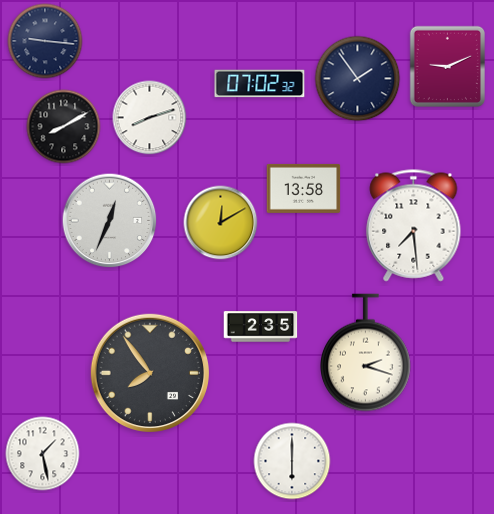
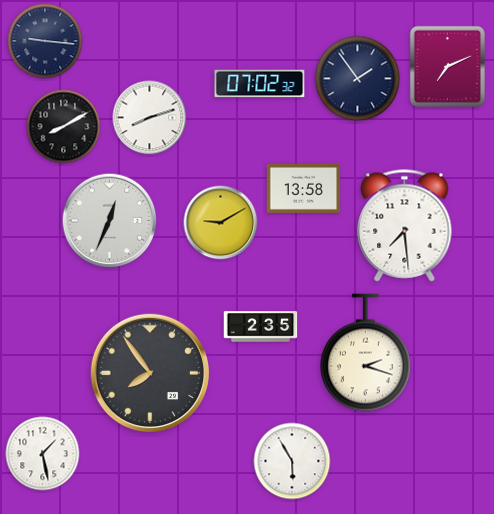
clock at (447, 66): 9:11 -> 7:11
clock at (221, 223): 12:10 -> 9:10
clock at (414, 226) position: (414, 226) -> (405, 226)
clock at (292, 461): 6:00 -> 5:55
